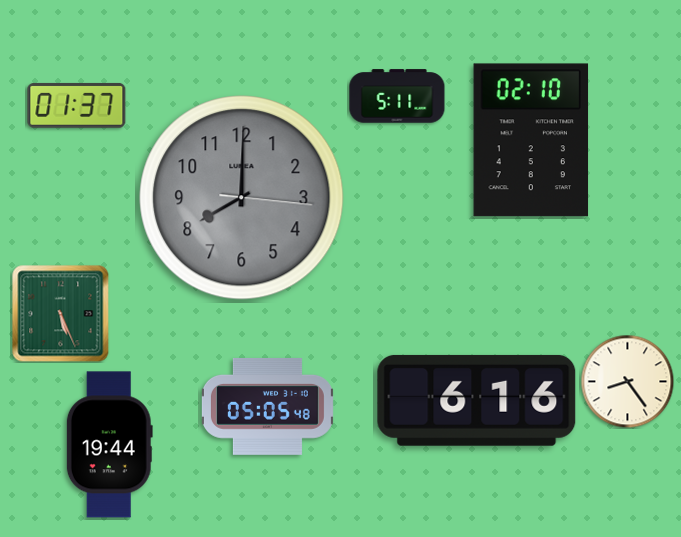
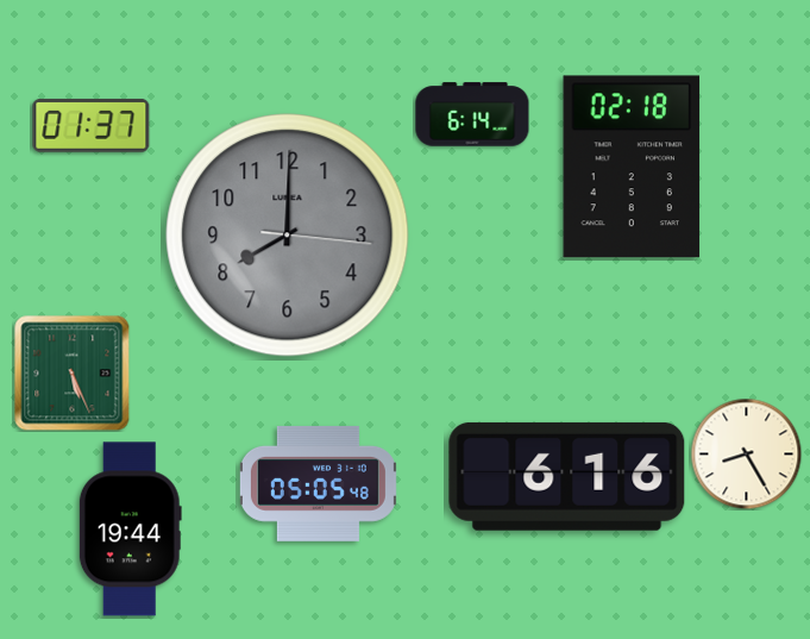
clock at (397, 96): 5:11 -> 6:14
clock at (531, 140): 02:10 -> 02:18
clock at (627, 381): 8:24 -> 8:25
